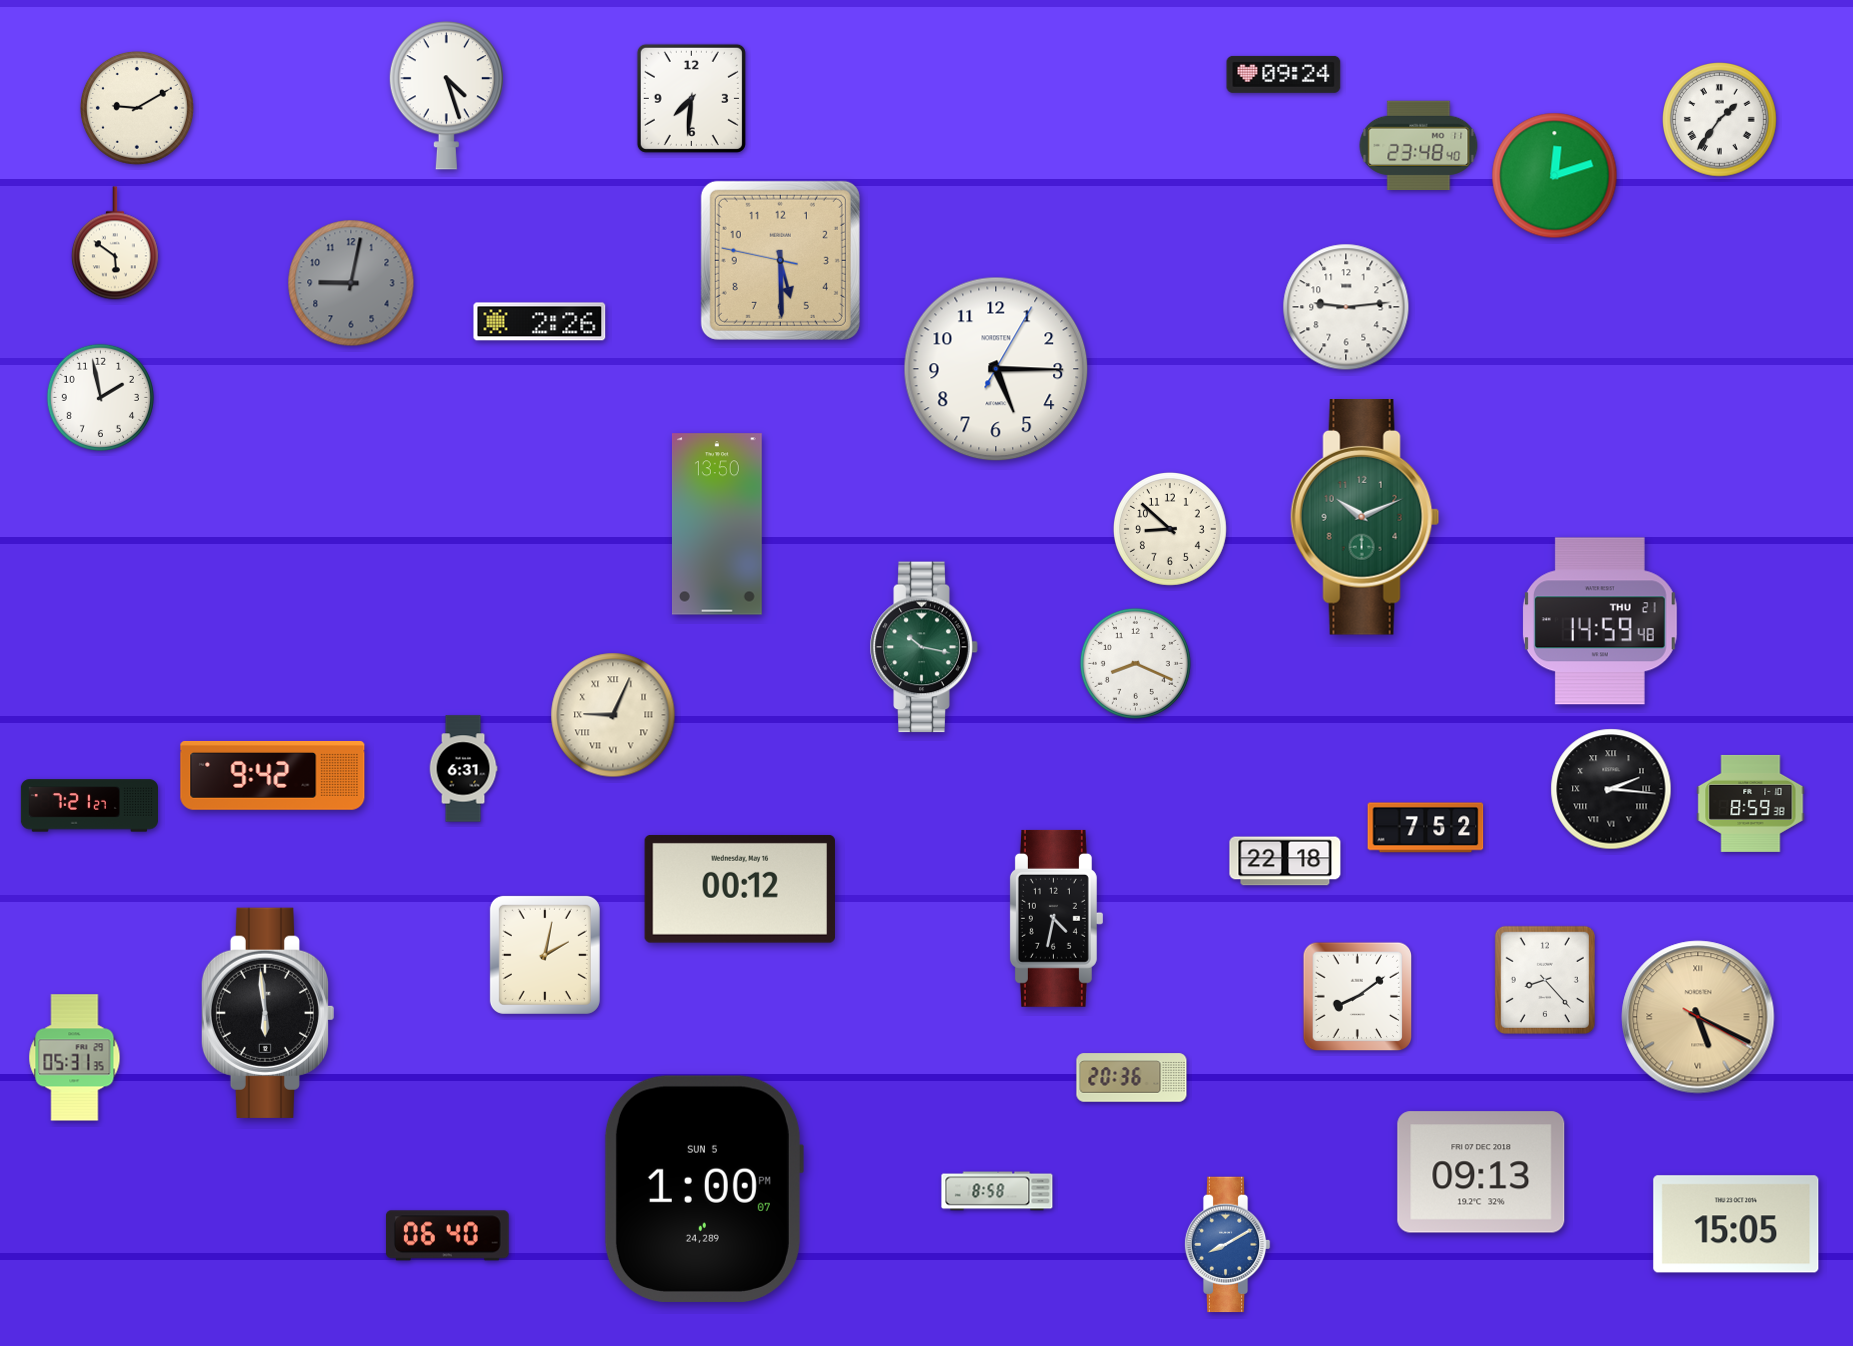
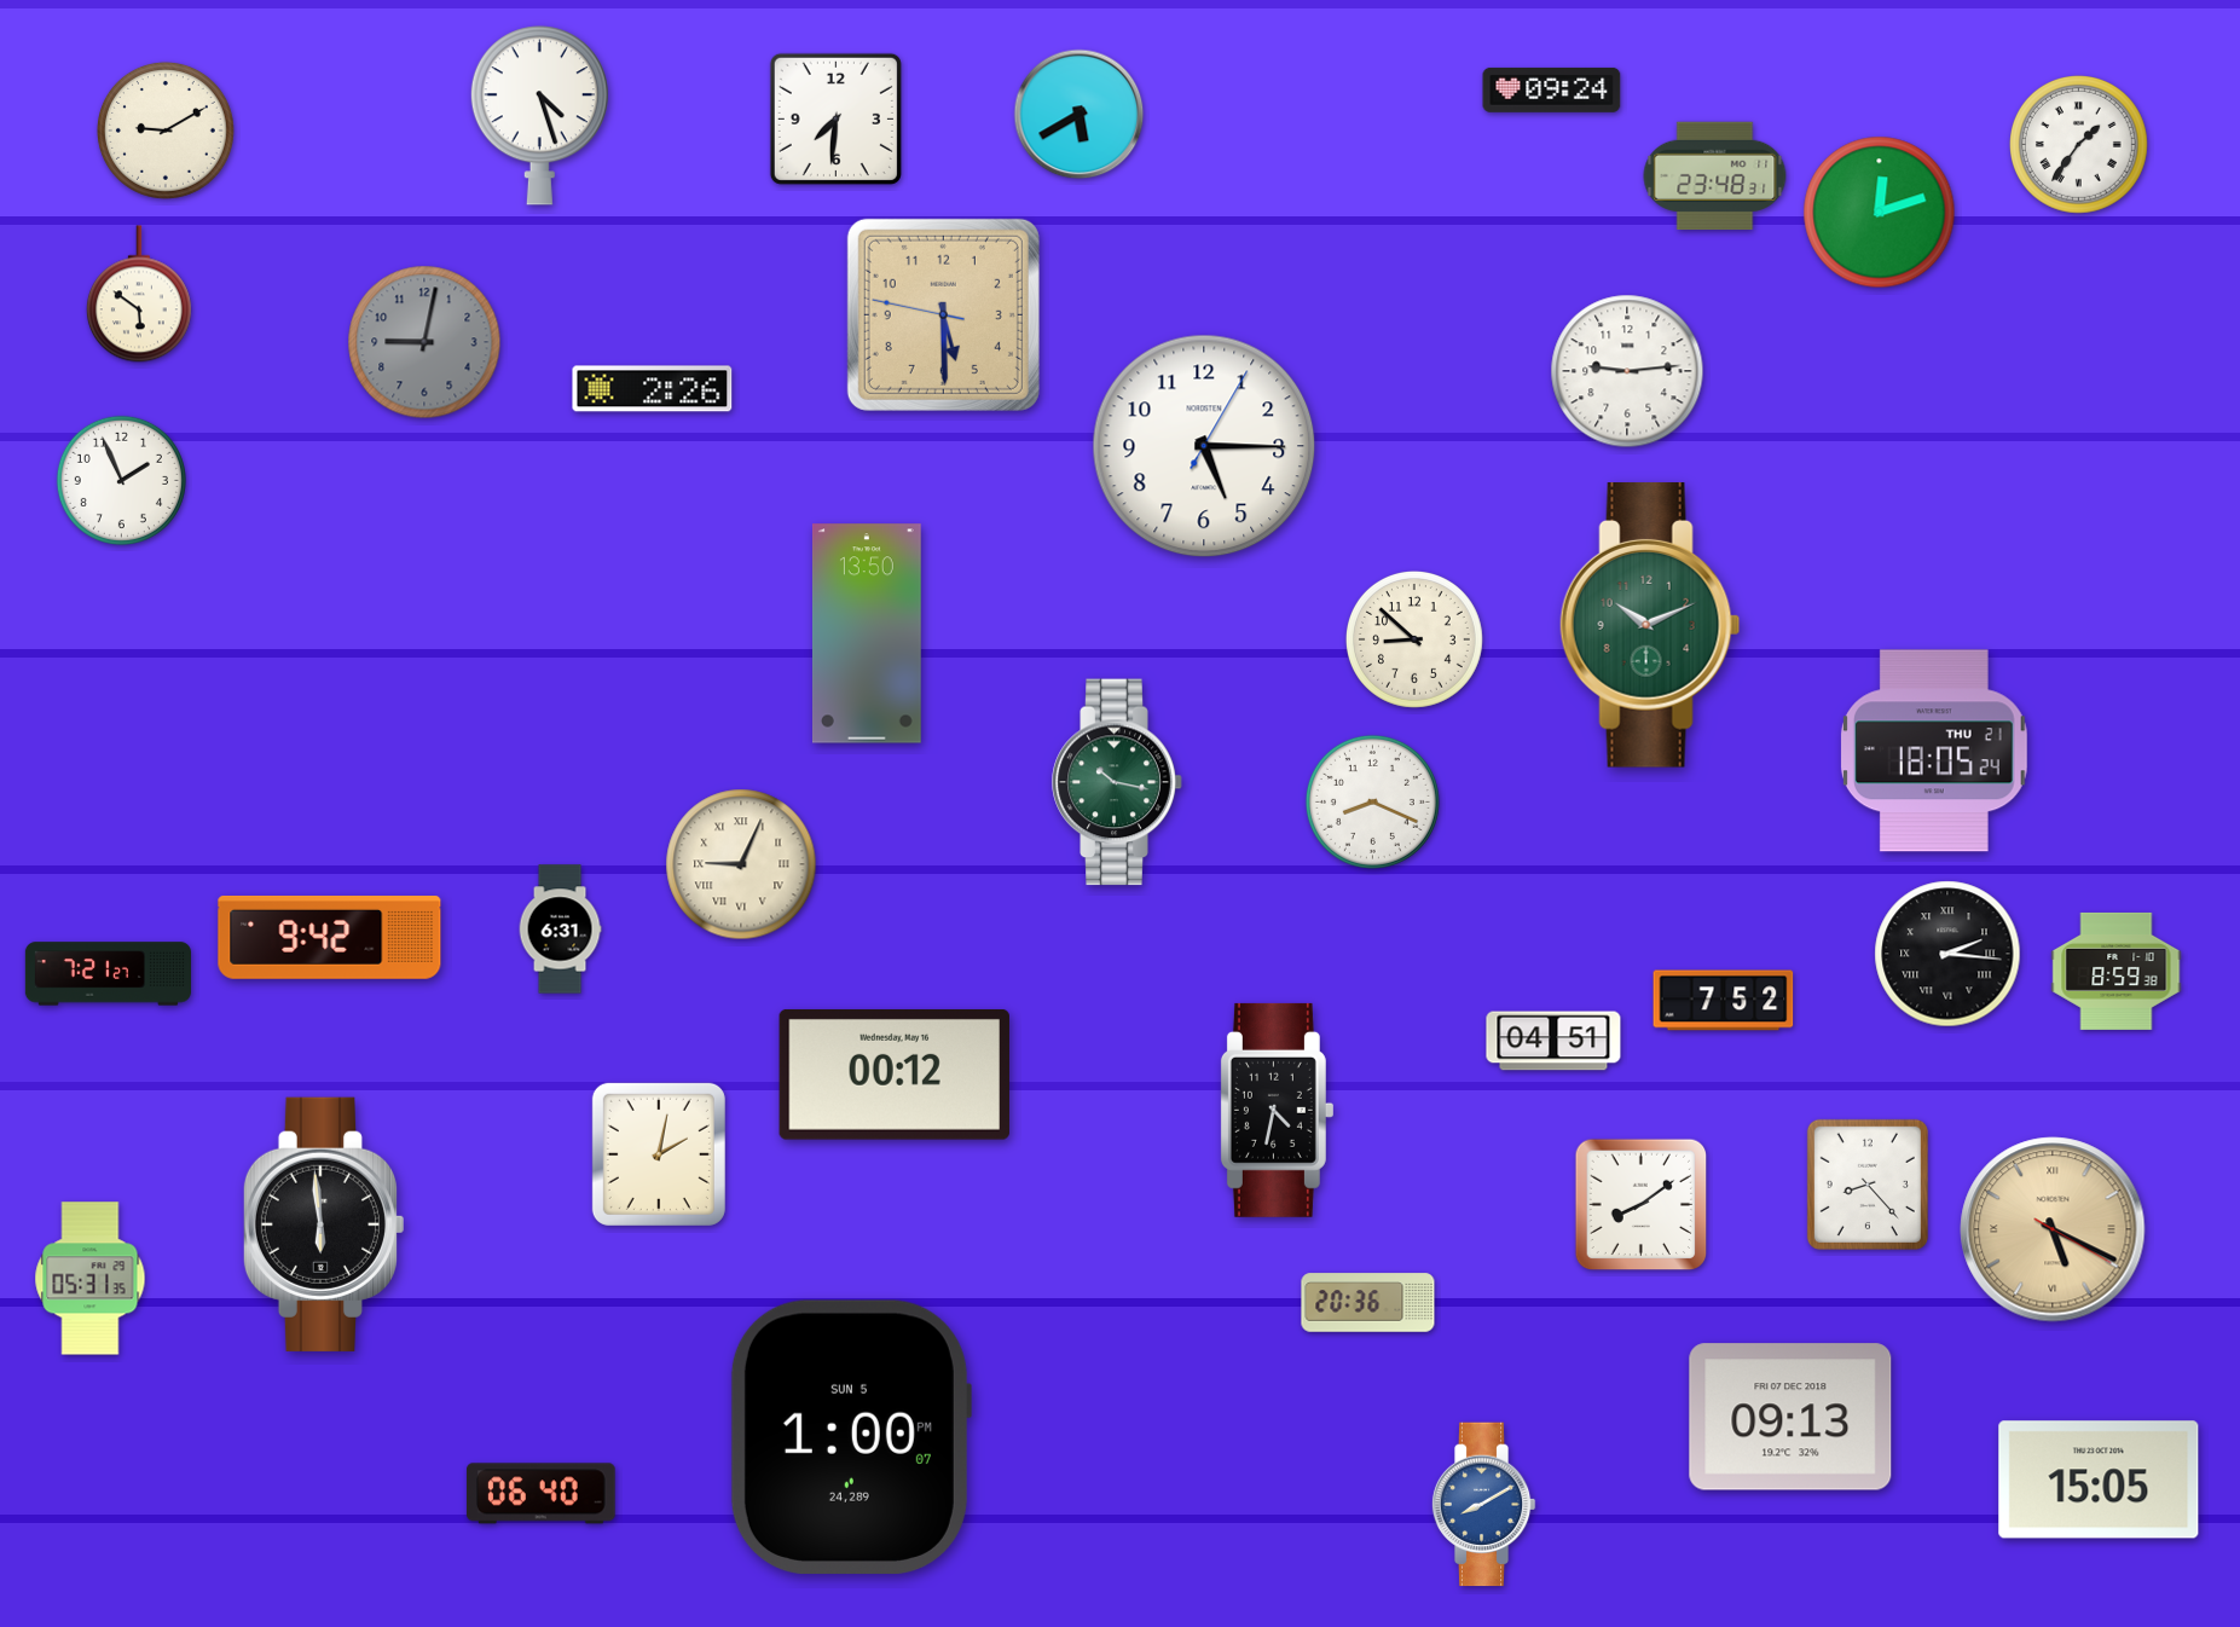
clock at (1080, 115): none -> 5:40
clock at (1419, 145): 23:48:40 -> 23:48:31
clock at (100, 397): 1:58 -> 1:56
clock at (1600, 621): 14:59 -> 18:05
clock at (1285, 861): 22:18 -> 04:51
clock at (997, 1191): 8:58 -> none
